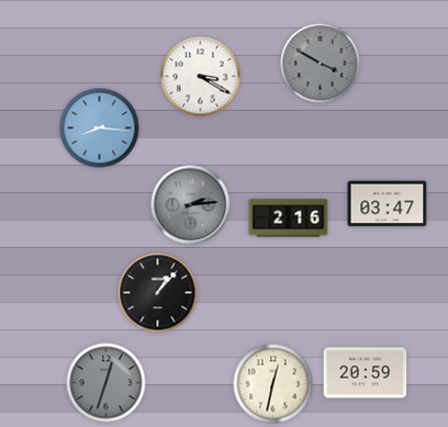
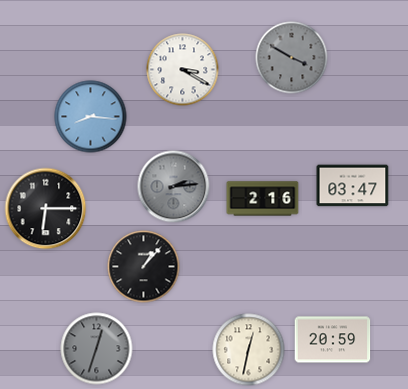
clock at (46, 209): none -> 6:15
